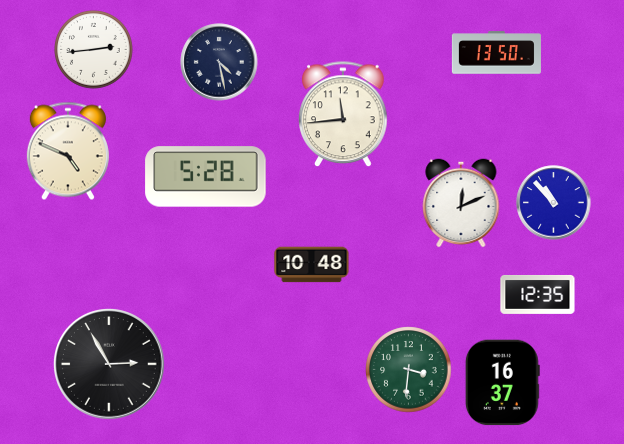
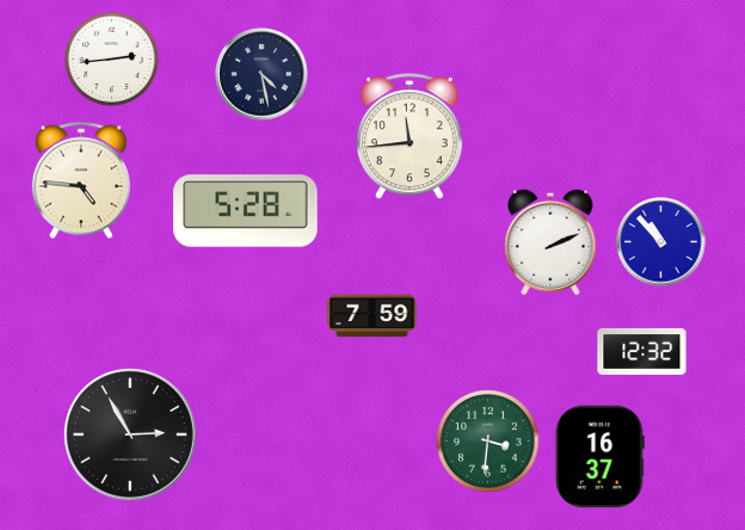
clock at (496, 53): 13:50 -> none
clock at (68, 151): 4:49 -> 4:46
clock at (461, 203): 12:11 -> 2:11
clock at (312, 265): 10:48 -> 7:59
clock at (538, 294): 12:35 -> 12:32
